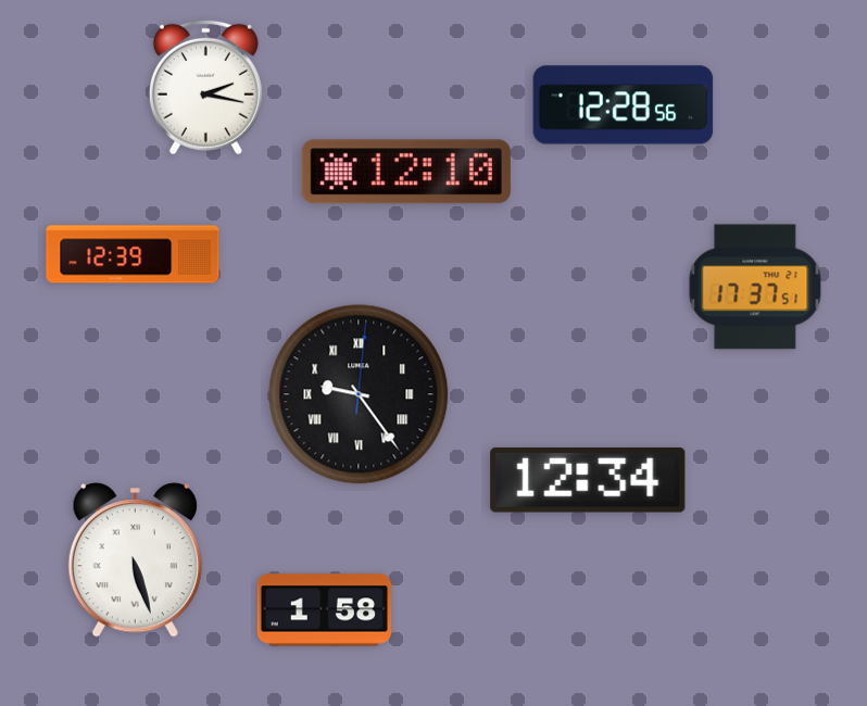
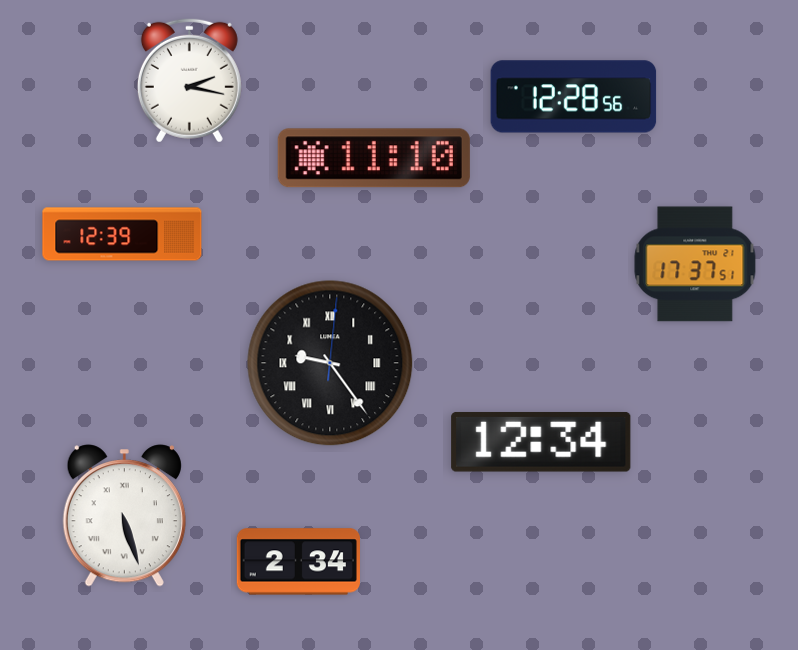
clock at (406, 172): 12:10 -> 11:10
clock at (324, 610): 1:58 -> 2:34
